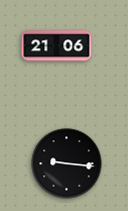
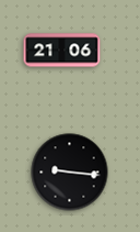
clock at (67, 164) position: (67, 164) -> (70, 173)
